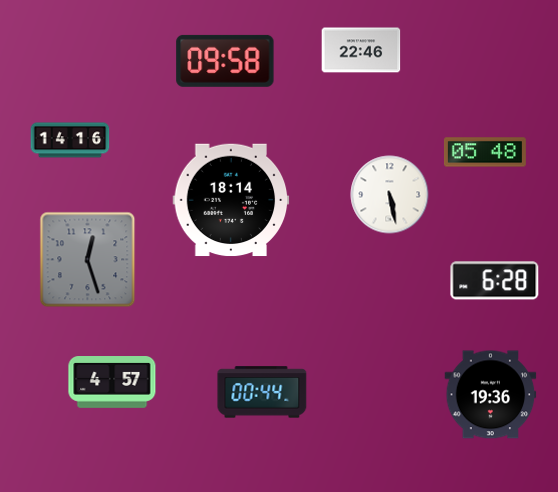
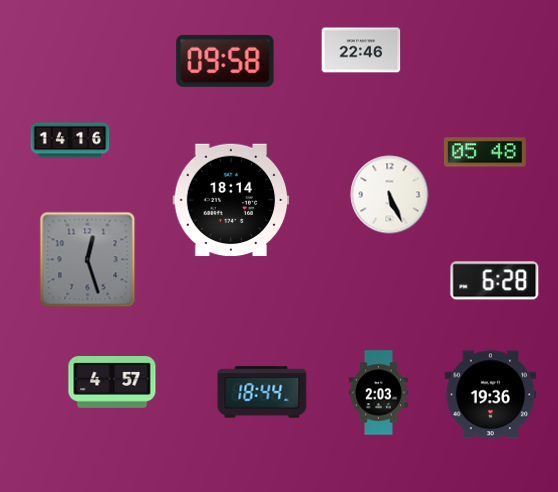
clock at (390, 195): 5:28 -> 5:26
clock at (262, 392): 00:44 -> 18:44
clock at (378, 393): none -> 2:03
